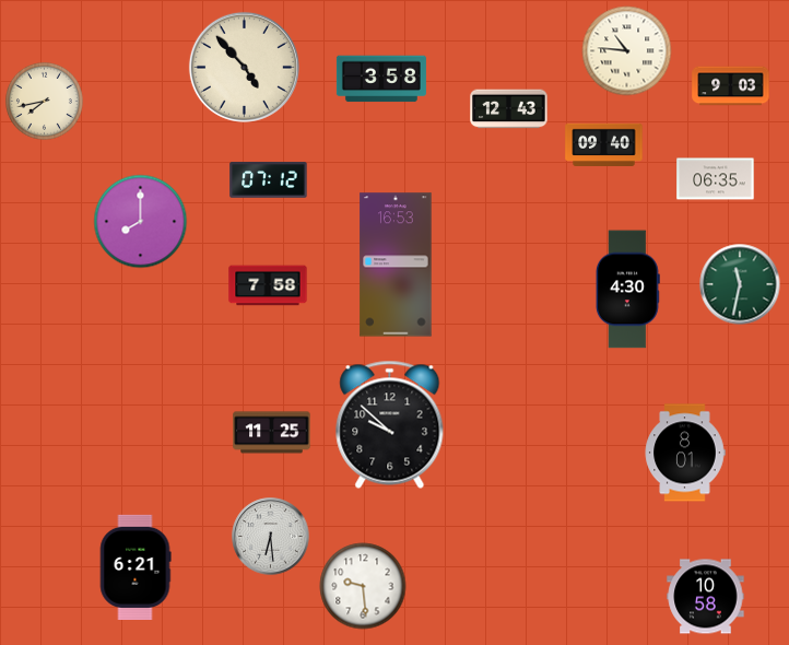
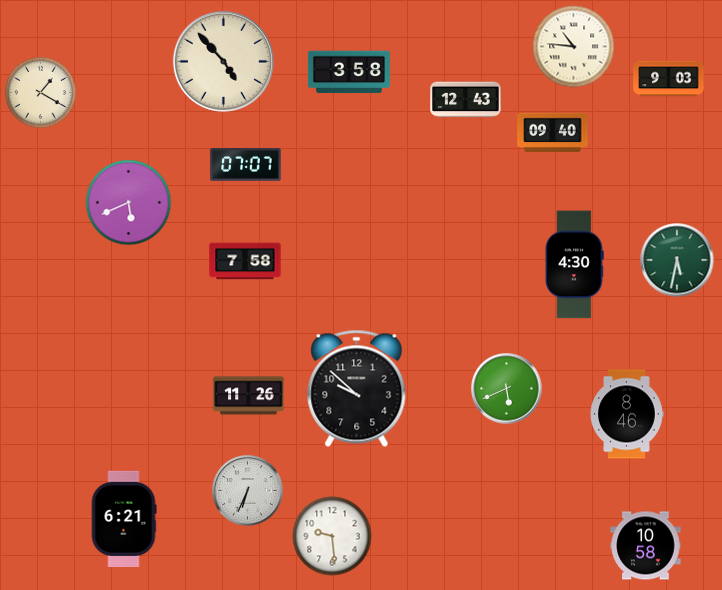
clock at (44, 101): 7:43 -> 1:20
clock at (716, 179): 06:35 -> none
clock at (269, 180): 07:12 -> 07:07
clock at (141, 222): 8:00 -> 5:41
clock at (396, 265): 16:53 -> none
clock at (740, 284): 11:32 -> 5:32
clock at (507, 389): none -> 5:41
clock at (272, 433): 11:25 -> 11:26
clock at (685, 453): 8:01 -> 8:46
clock at (271, 537): 6:29 -> 6:34
